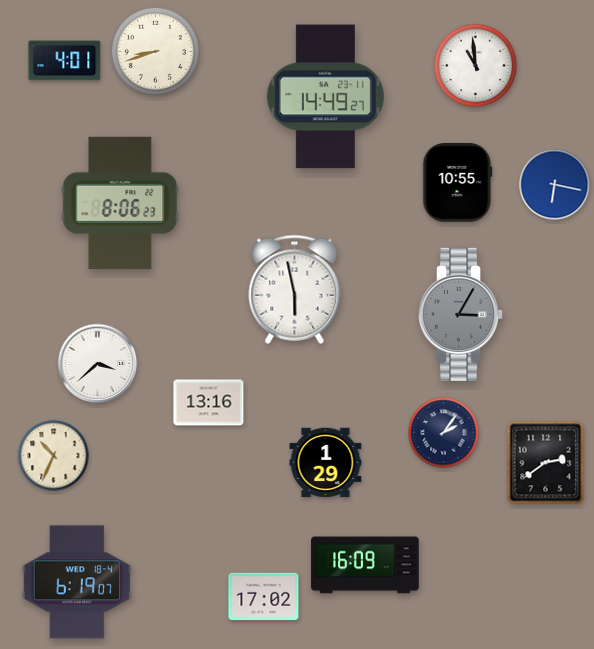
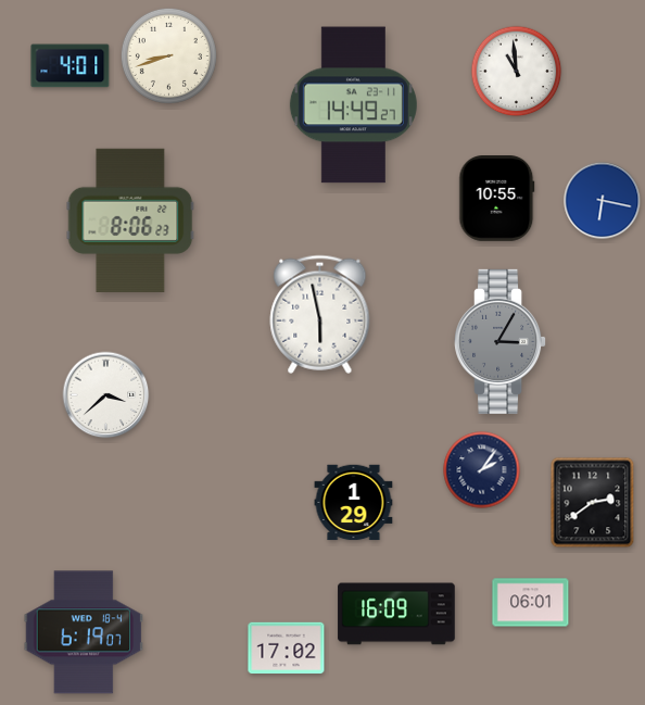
clock at (209, 403): 13:16 -> none
clock at (54, 456): 10:34 -> none
clock at (531, 603): none -> 06:01
